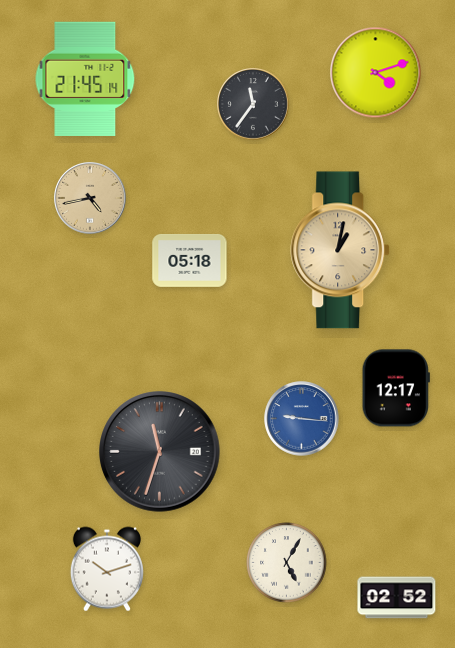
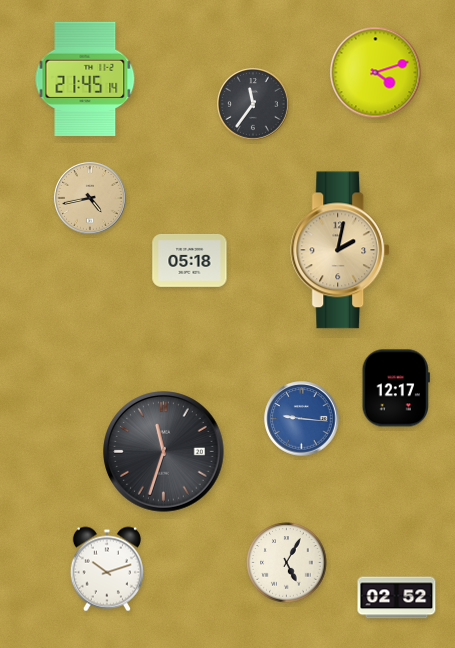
clock at (341, 250): 1:02 -> 2:02
clock at (160, 452) position: (160, 452) -> (164, 452)
